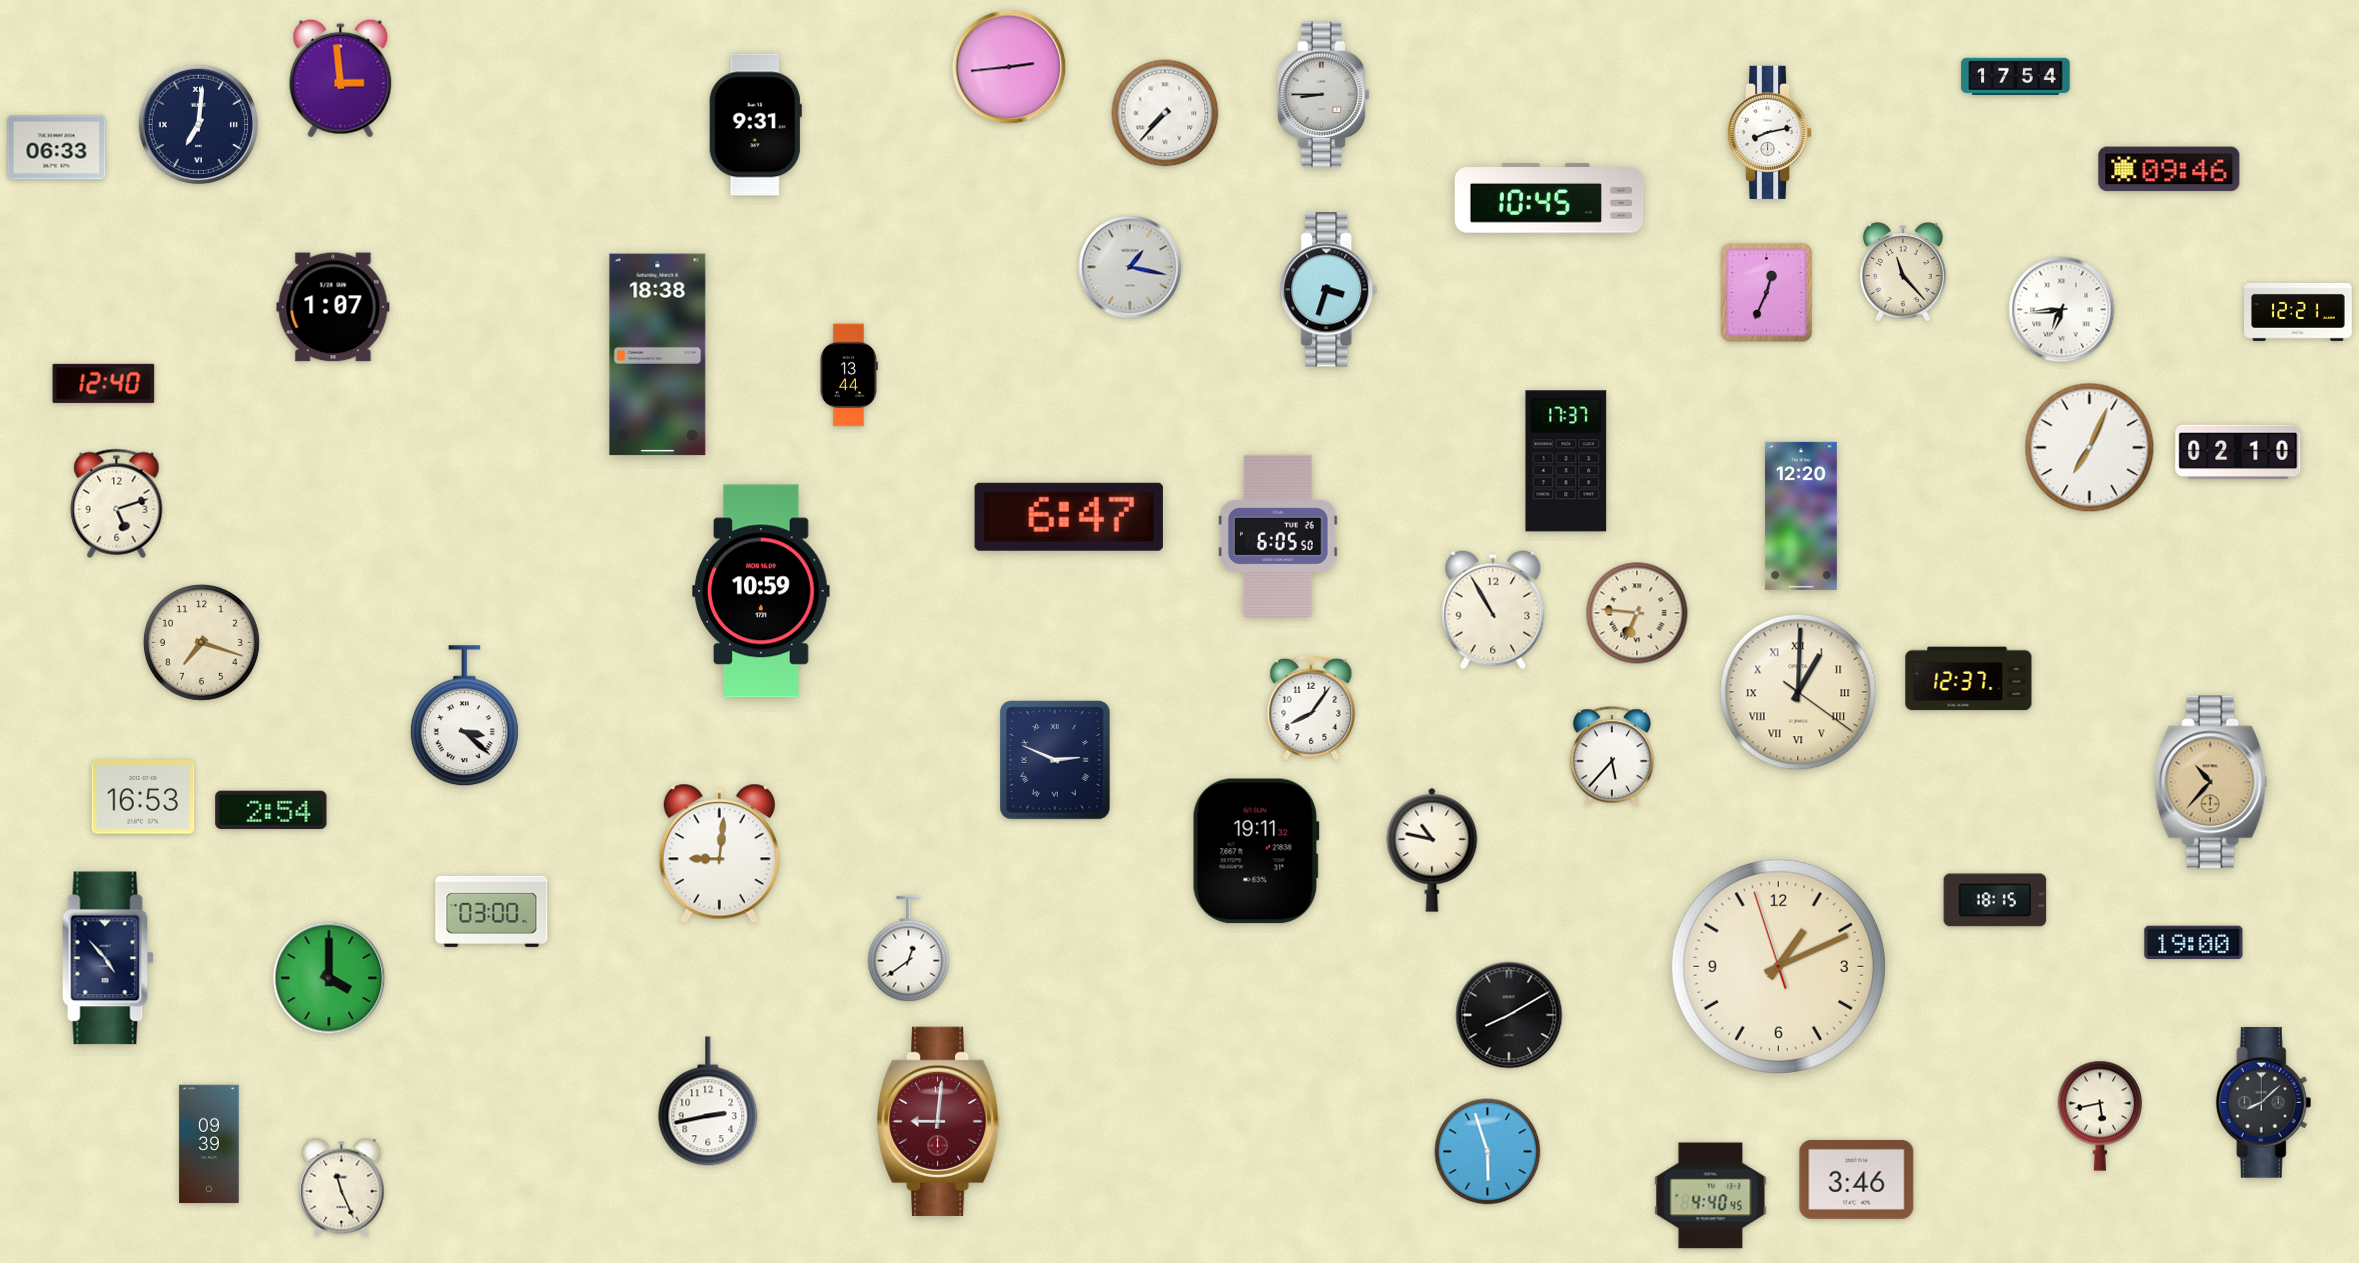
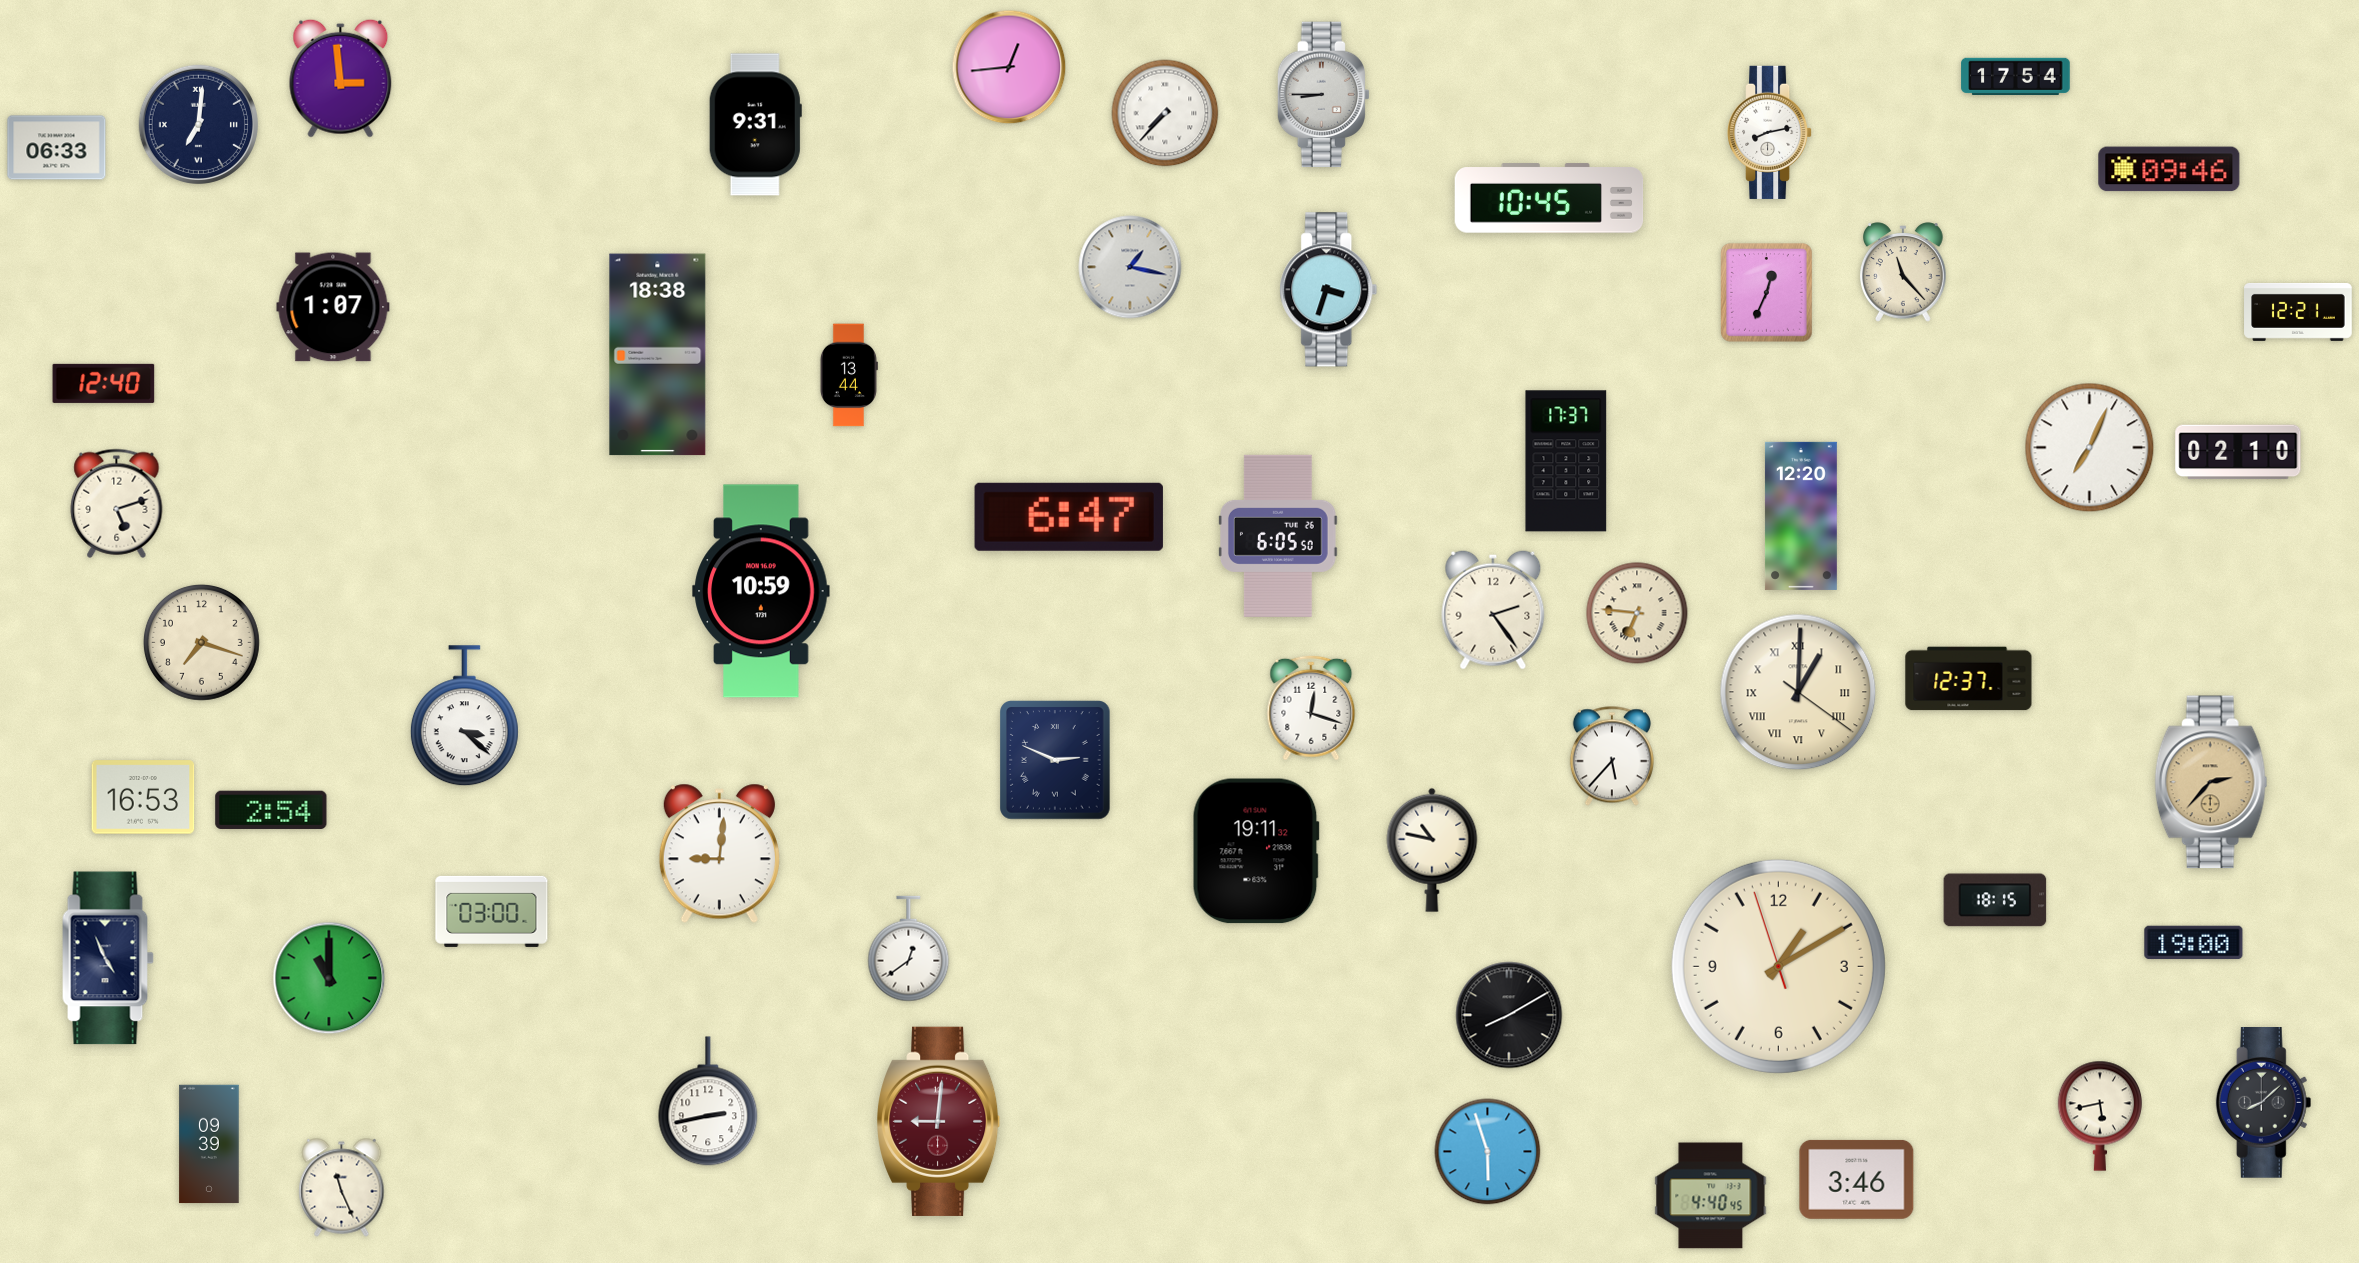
clock at (1009, 67): 2:44 -> 12:44
clock at (2062, 310): 6:44 -> none
clock at (1493, 610): 10:55 -> 2:24
clock at (1311, 708): 8:06 -> 12:18
clock at (2211, 782): 10:37 -> 2:37
clock at (108, 958): 4:53 -> 4:56
clock at (1778, 966): 1:10 -> 1:09
clock at (329, 978): 4:00 -> 11:00
